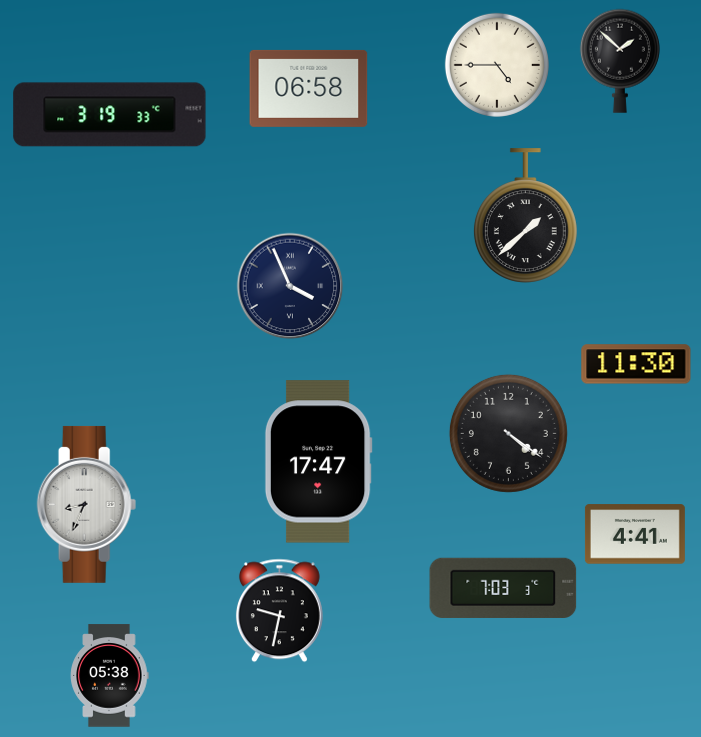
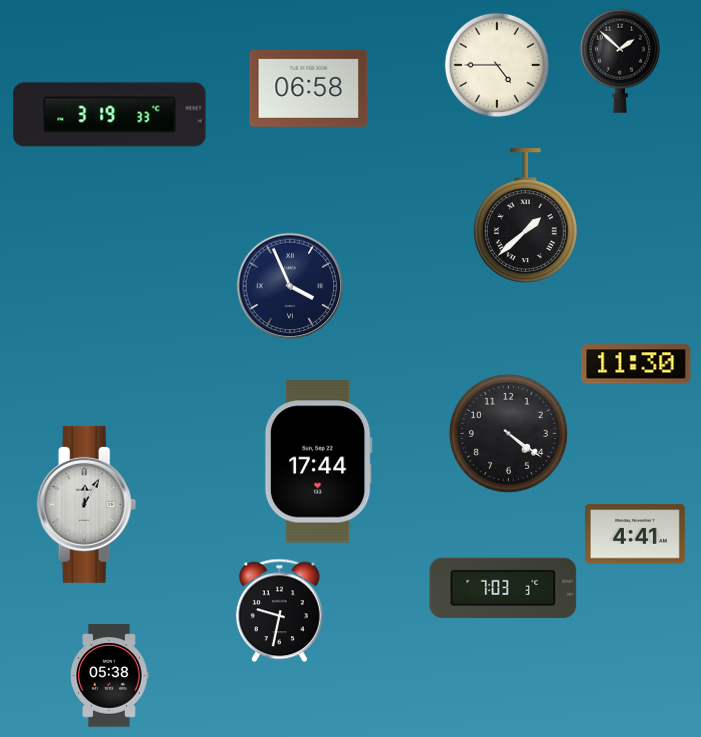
clock at (318, 462): 17:47 -> 17:44
clock at (87, 504): 8:34 -> 12:05
